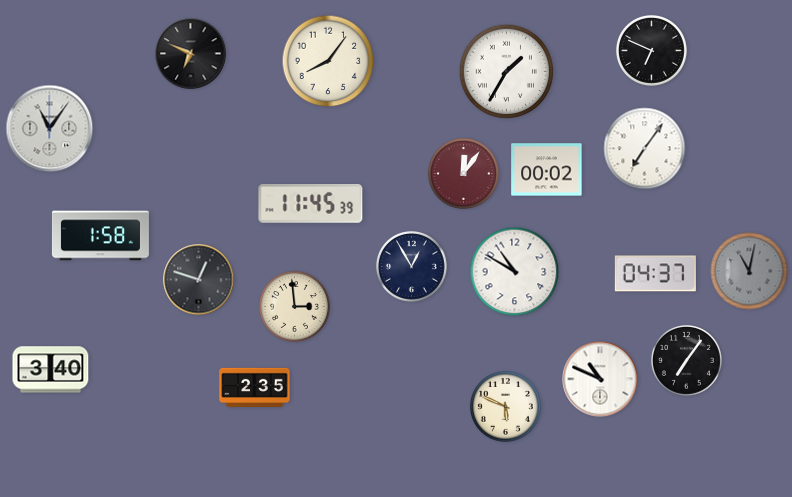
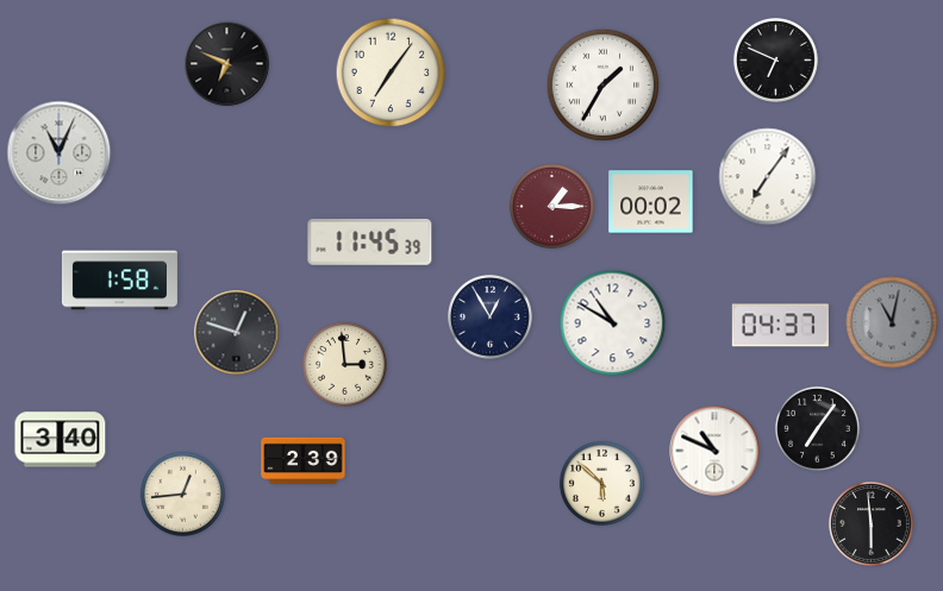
clock at (328, 61): 8:06 -> 7:06
clock at (50, 129): 11:06 -> 11:04
clock at (463, 173): 12:06 -> 1:15
clock at (294, 306) position: (294, 306) -> (344, 364)
clock at (255, 388): 2:35 -> 2:39
clock at (505, 406): 5:49 -> 5:52
clock at (182, 493): none -> 12:44
clock at (870, 523): none -> 5:59
